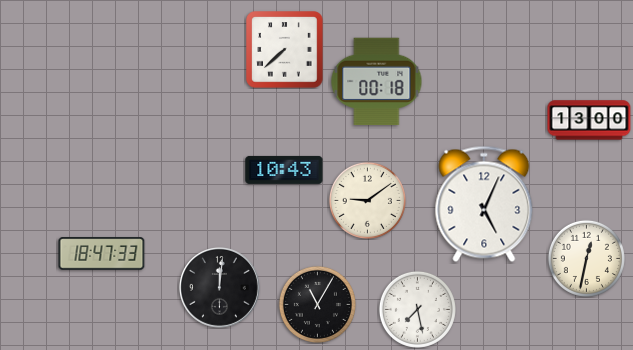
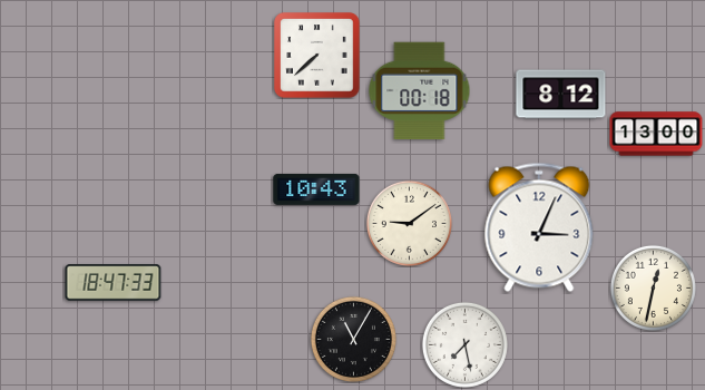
clock at (561, 95): none -> 8:12
clock at (484, 204): 5:04 -> 3:04
clock at (219, 287): 12:01 -> none
